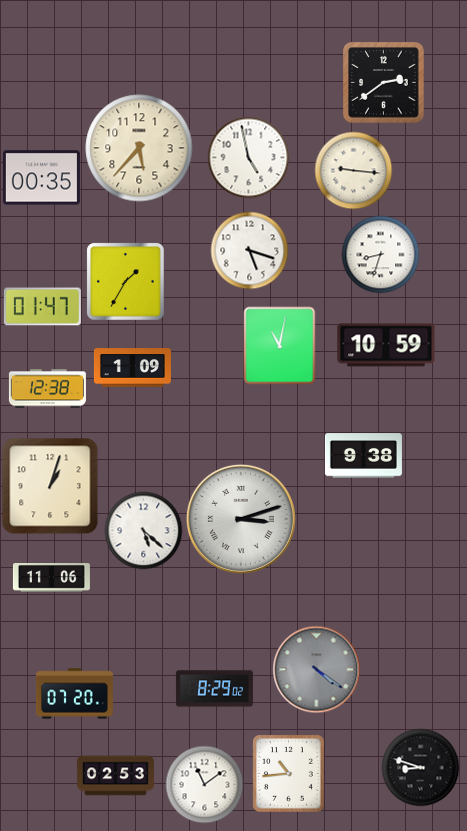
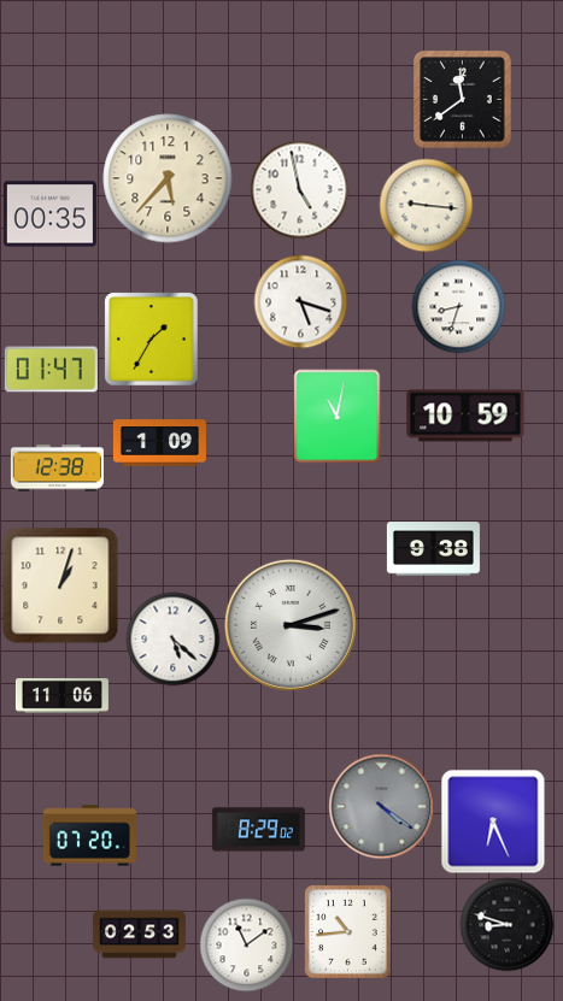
clock at (383, 82): 2:39 -> 11:39
clock at (363, 456) position: (363, 456) -> (433, 549)
clock at (493, 822): none -> 6:26
